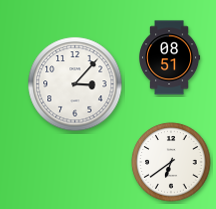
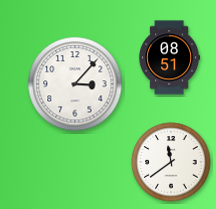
clock at (171, 162): 6:39 -> 11:39
